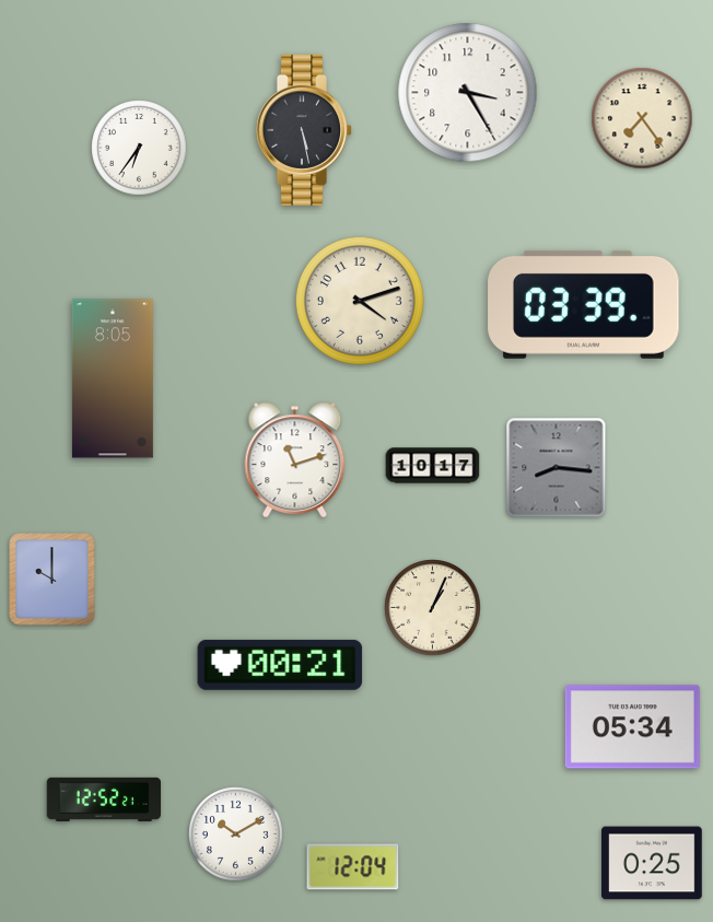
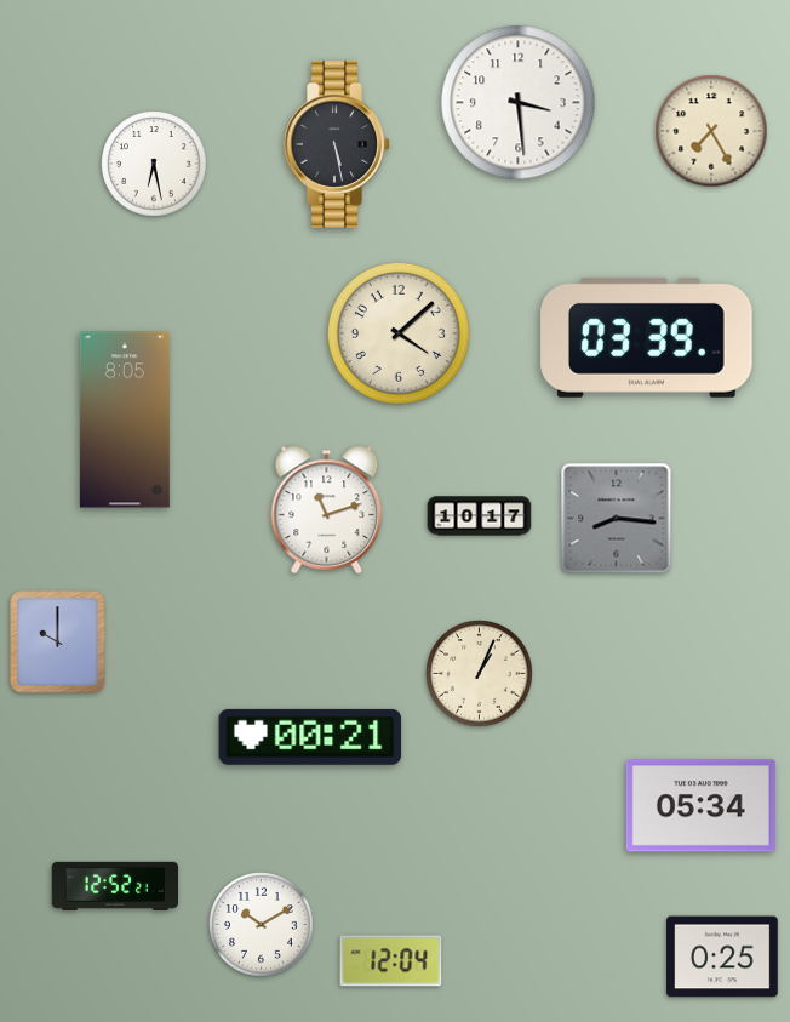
clock at (468, 93): 3:25 -> 3:29
clock at (642, 118): 7:24 -> 7:25
clock at (139, 148): 6:36 -> 6:28
clock at (360, 301): 4:12 -> 4:08
